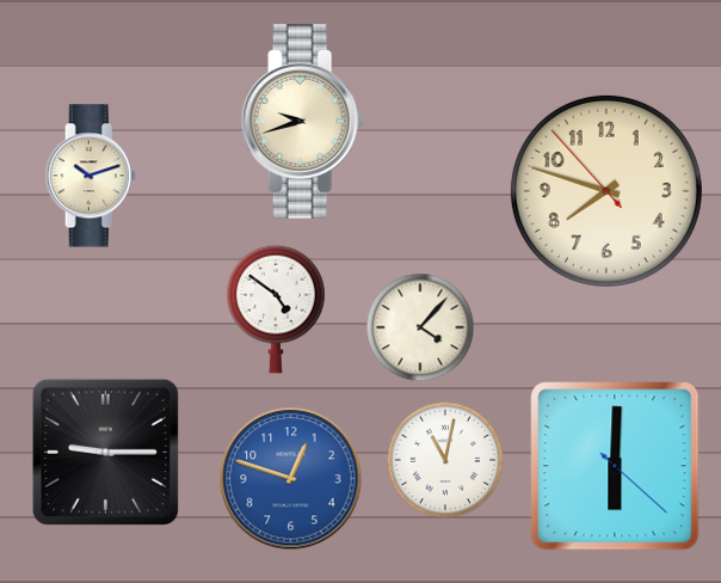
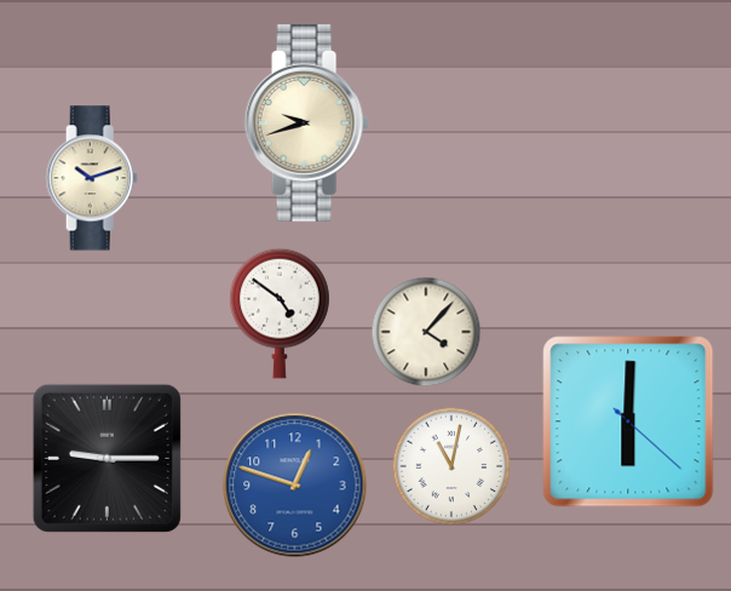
clock at (606, 191): 7:47 -> none
clock at (615, 466) position: (615, 466) -> (628, 421)
